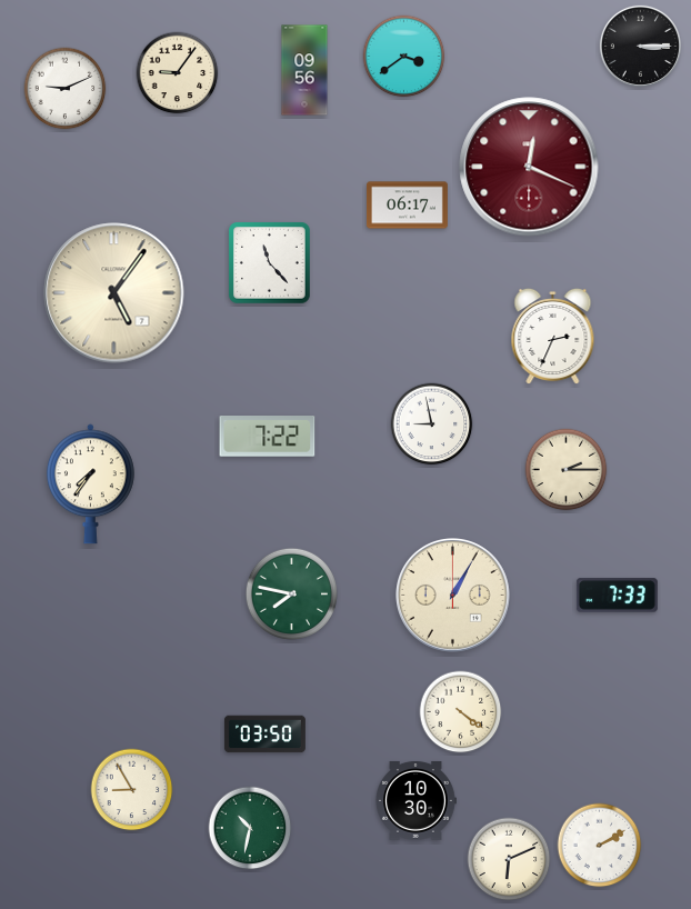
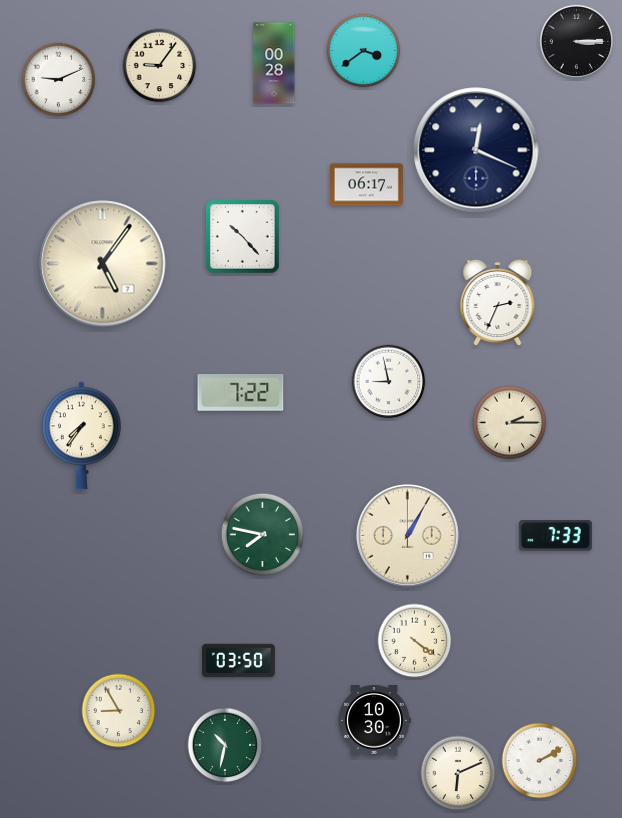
clock at (304, 70): 09:56 -> 00:28
clock at (529, 167) dial: burgundy -> navy
clock at (270, 263): 11:23 -> 10:23
